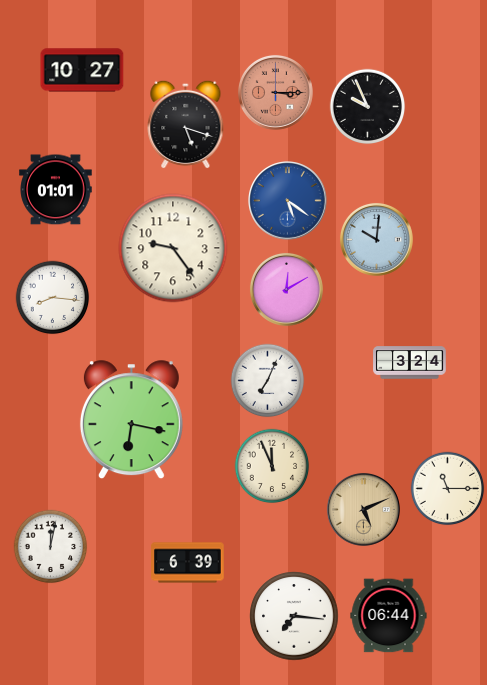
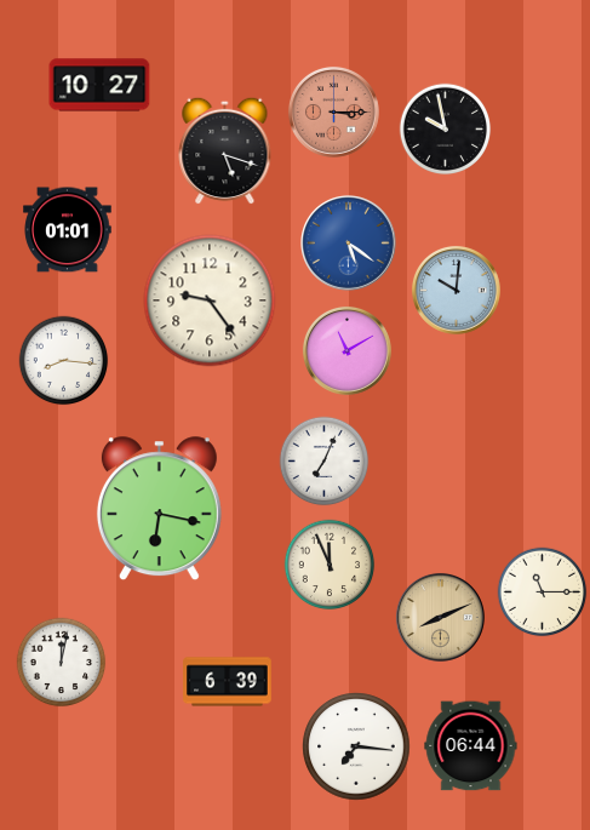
clock at (368, 107): 9:56 -> 9:58
clock at (286, 289): 12:10 -> 11:10
clock at (410, 363): 3:24 -> none
clock at (363, 509): 5:11 -> 8:11
